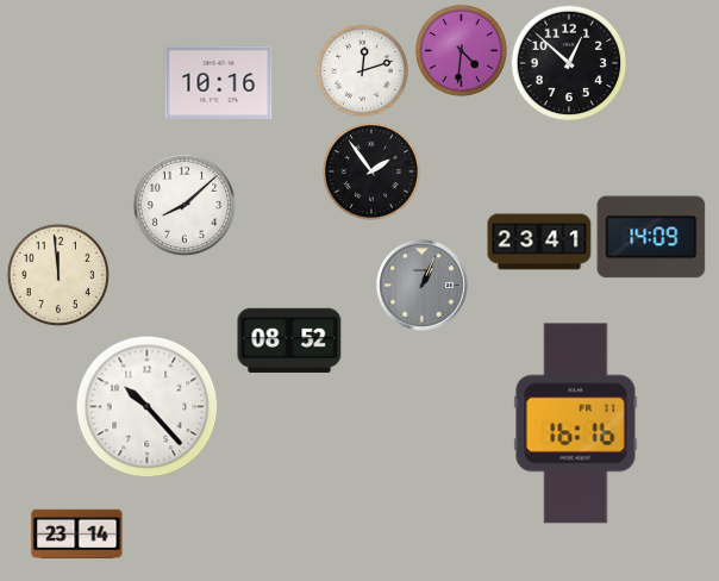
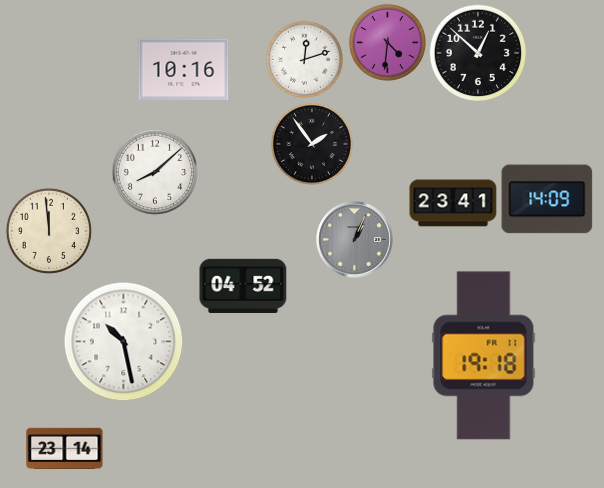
clock at (289, 341): 08:52 -> 04:52
clock at (148, 407): 10:23 -> 10:28
clock at (576, 424): 16:16 -> 19:18
